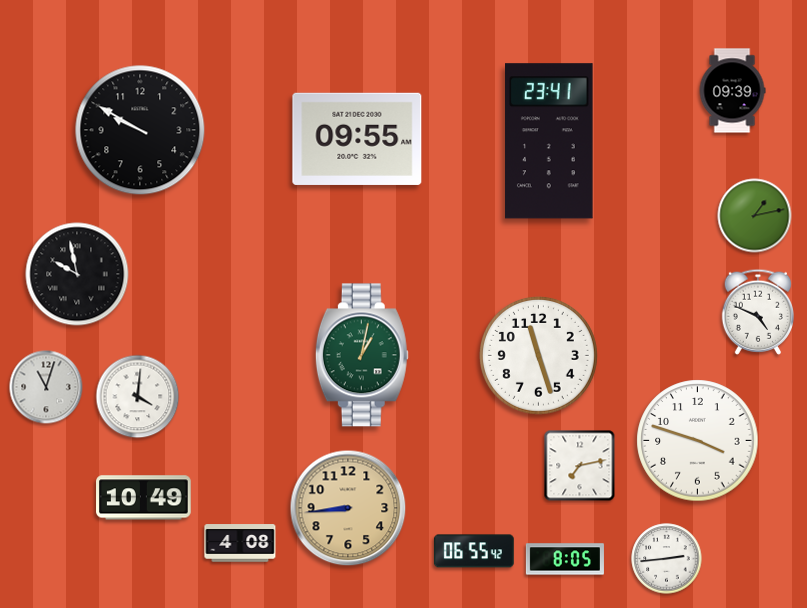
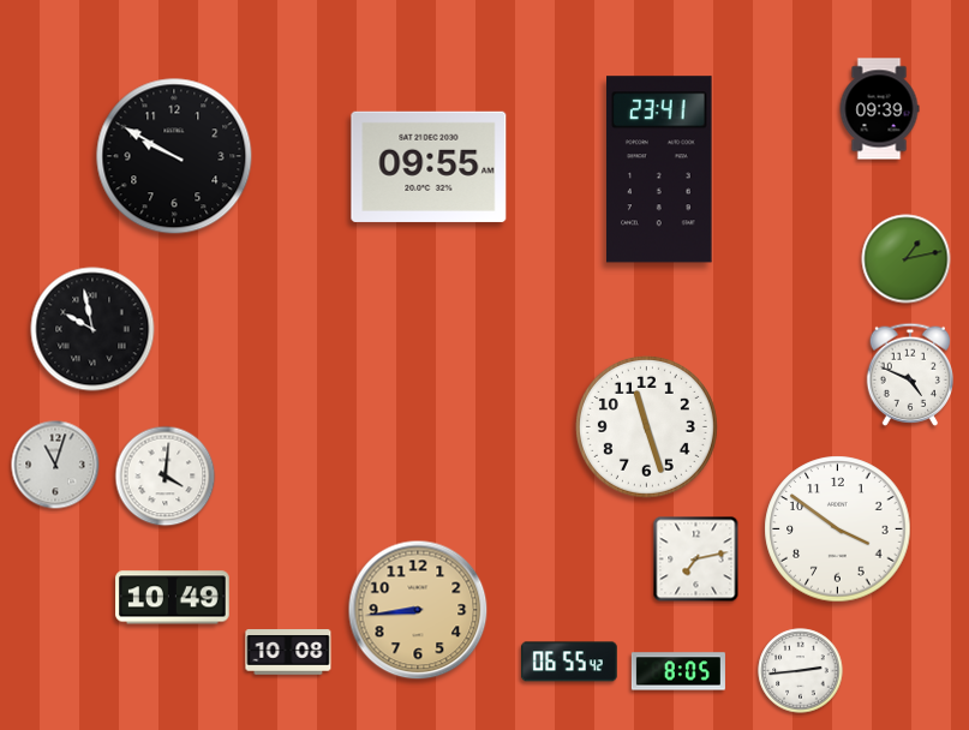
clock at (140, 130) position: (140, 130) -> (174, 156)
clock at (362, 355): 1:02 -> none
clock at (698, 441): 3:48 -> 3:51
clock at (240, 543): 4:08 -> 10:08
